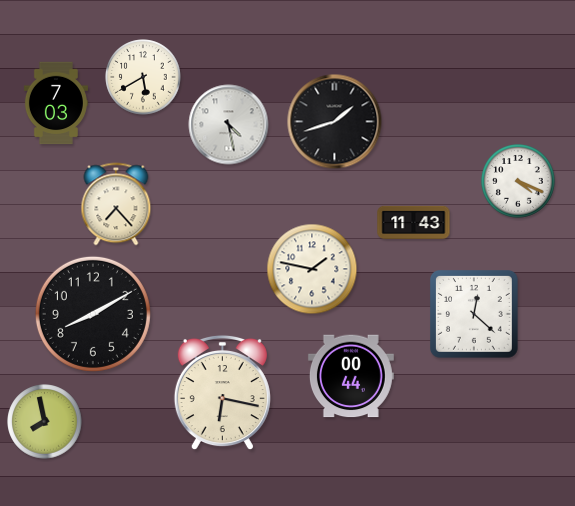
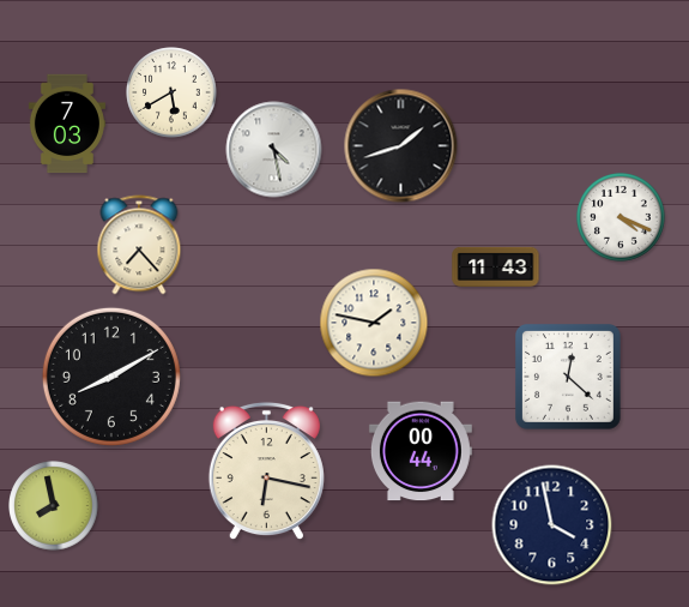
clock at (552, 525): none -> 3:58
